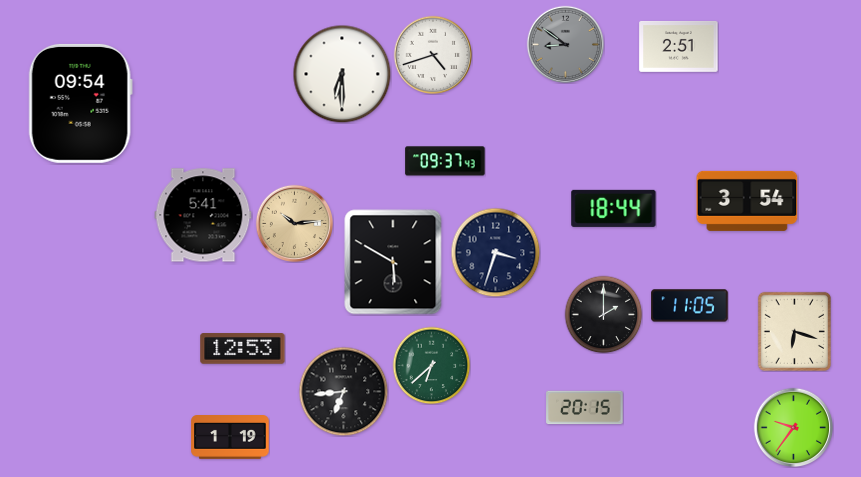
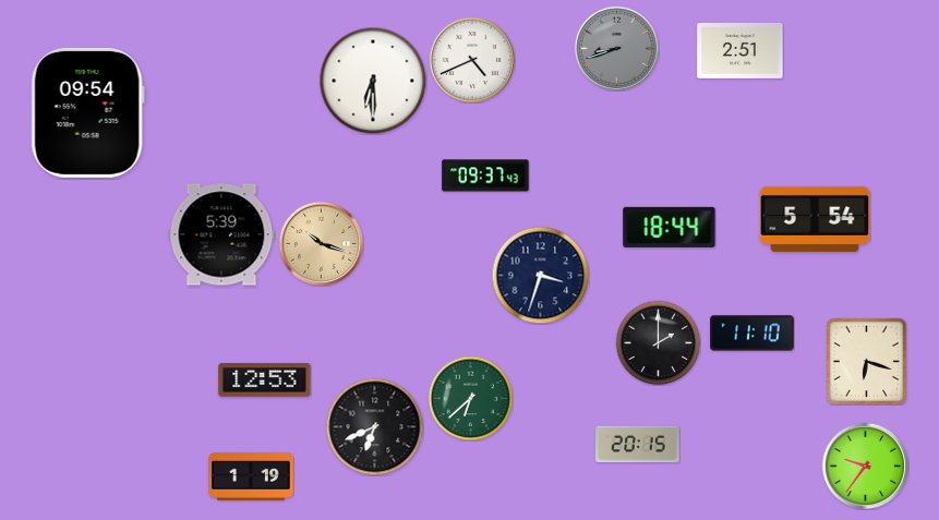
clock at (565, 44): 8:51 -> 8:42
clock at (432, 54): 4:42 -> 4:41
clock at (747, 201): 3:54 -> 5:54
clock at (203, 215): 5:41 -> 5:39
clock at (294, 223): 10:14 -> 10:18
clock at (393, 262): 5:50 -> none
clock at (690, 306): 11:05 -> 11:10
clock at (343, 391): 6:44 -> 6:41
